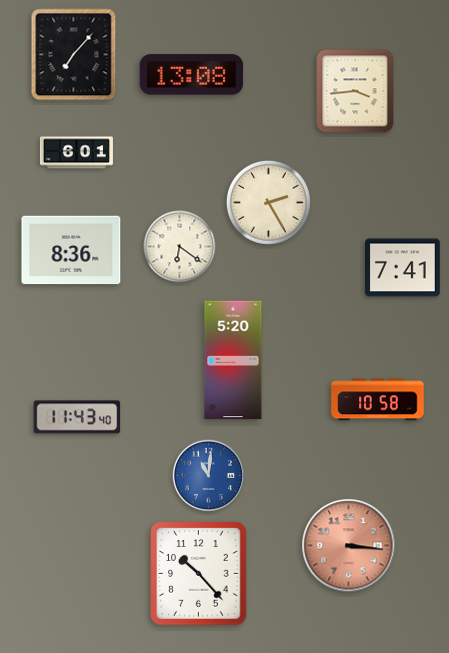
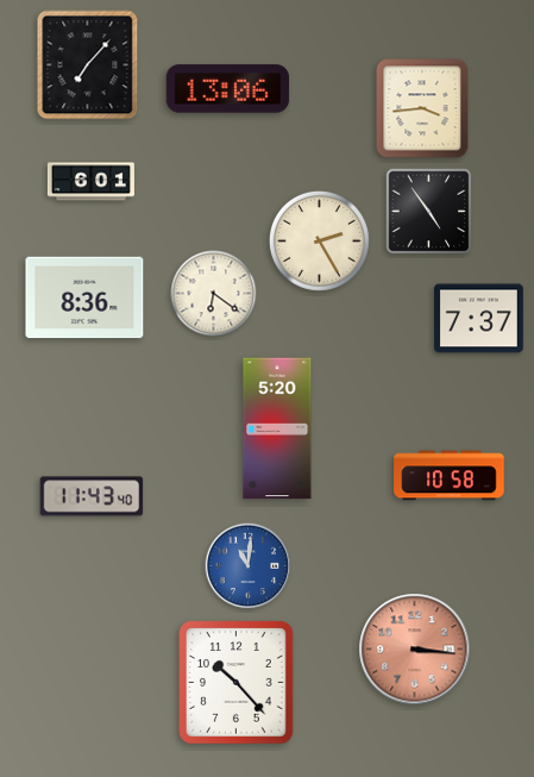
clock at (192, 75): 13:08 -> 13:06
clock at (429, 212): none -> 4:54
clock at (403, 268): 7:41 -> 7:37
